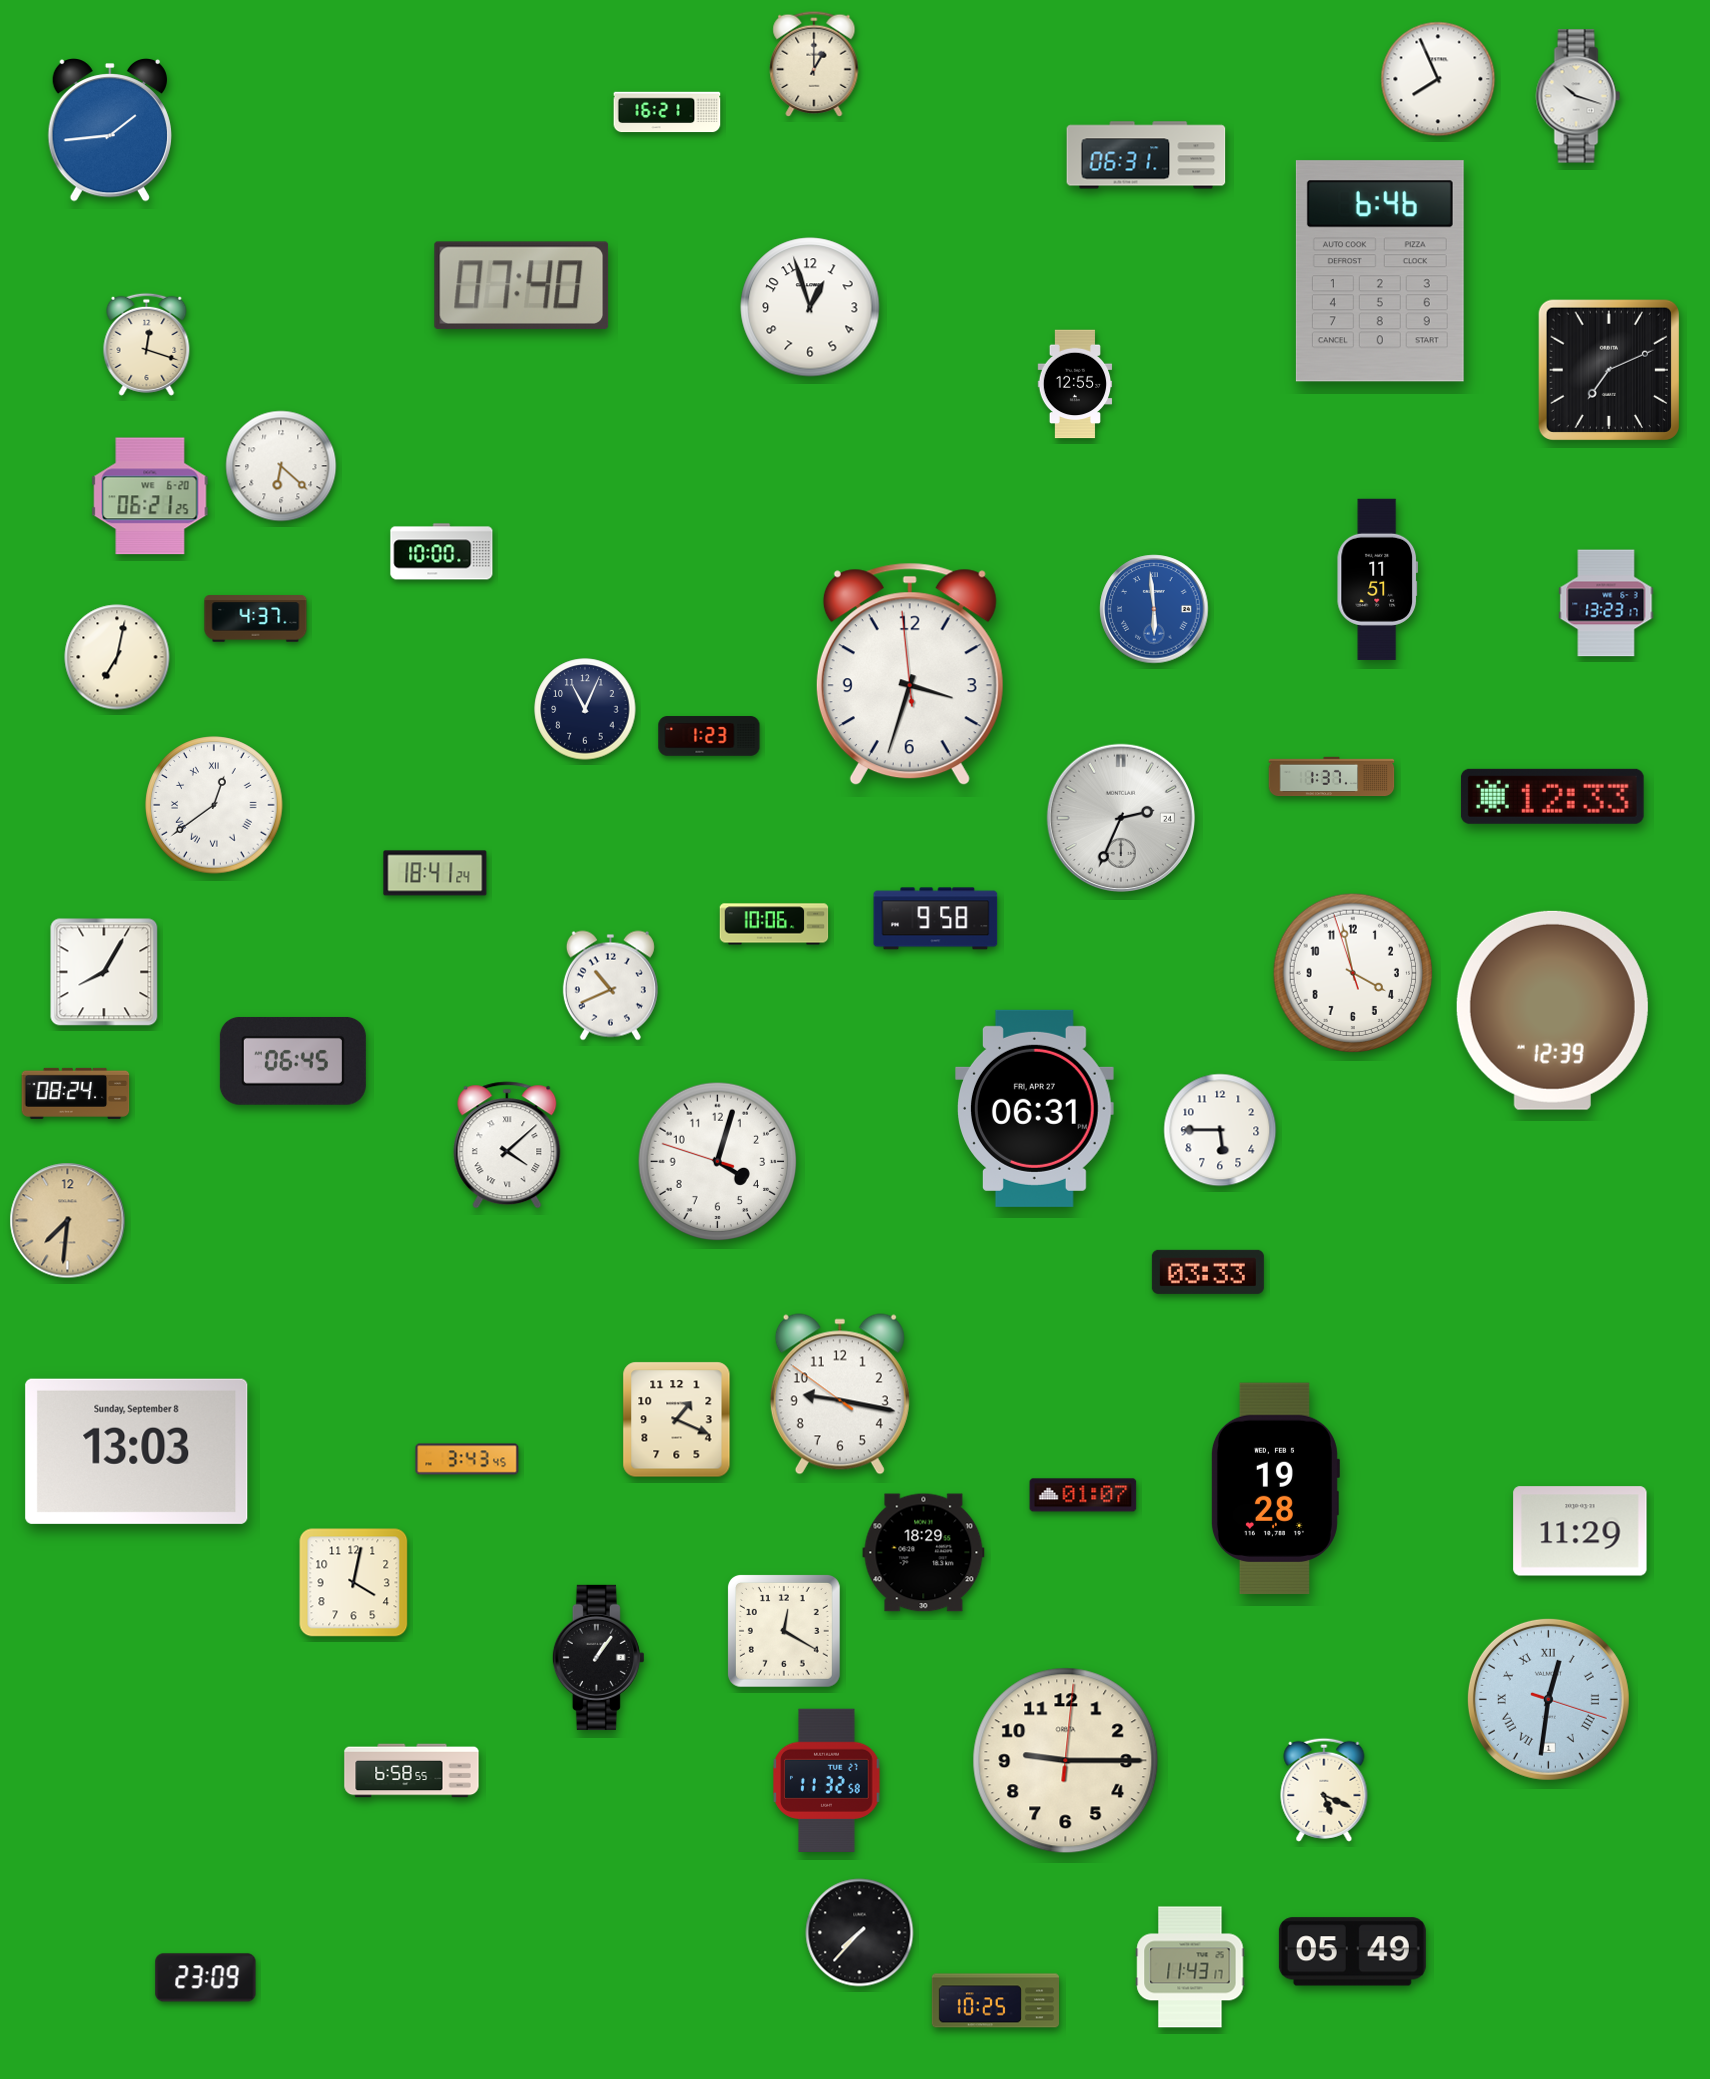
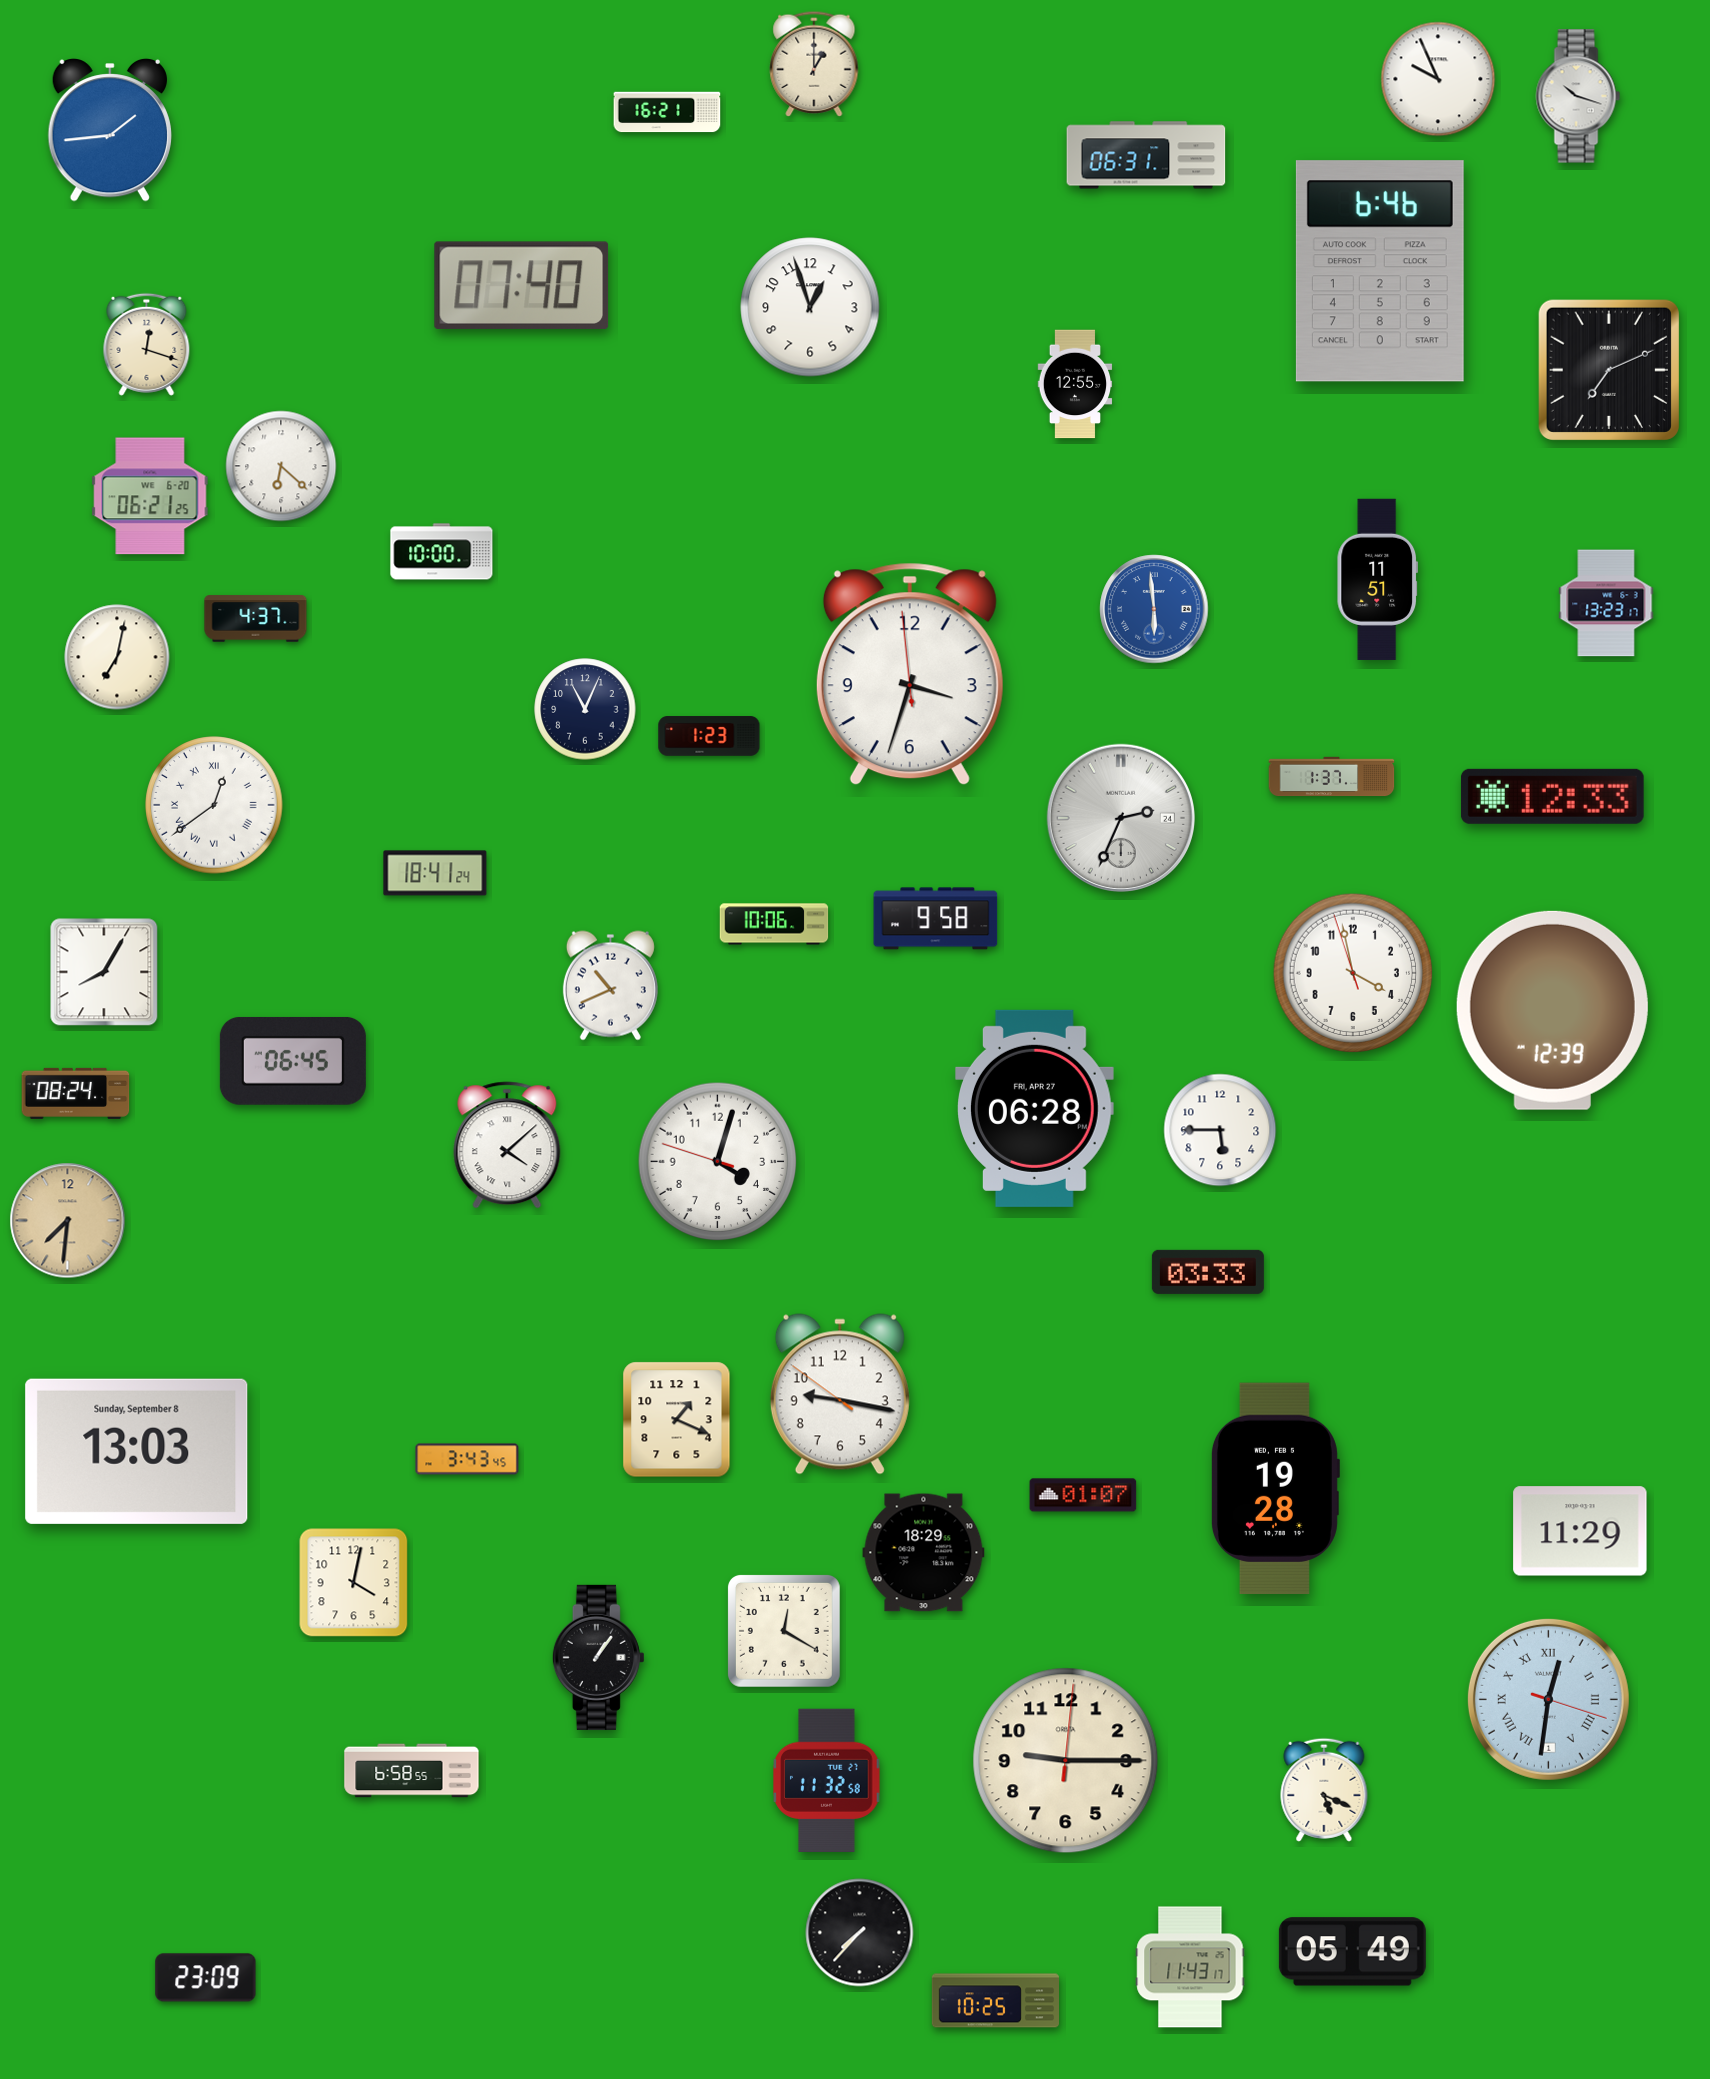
clock at (1438, 79): 7:56 -> 9:56
clock at (1035, 1108): 06:31 -> 06:28
